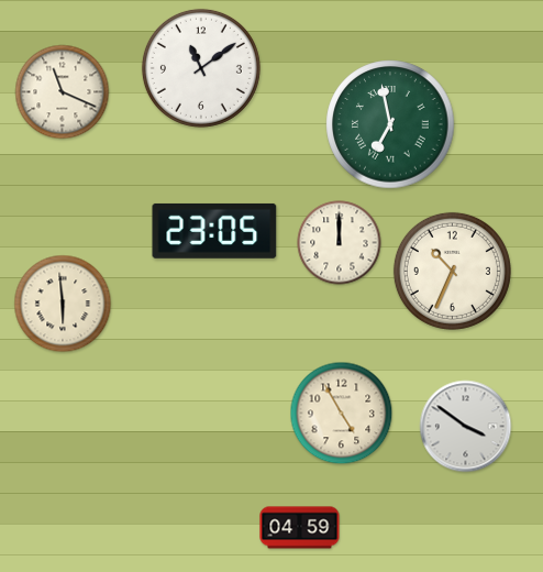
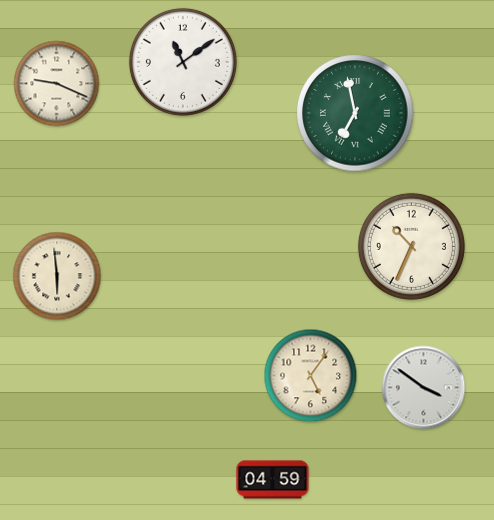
clock at (63, 92): 11:19 -> 9:19
clock at (214, 231): 23:05 -> none
clock at (340, 243): 12:00 -> none
clock at (342, 414): 4:55 -> 5:06
